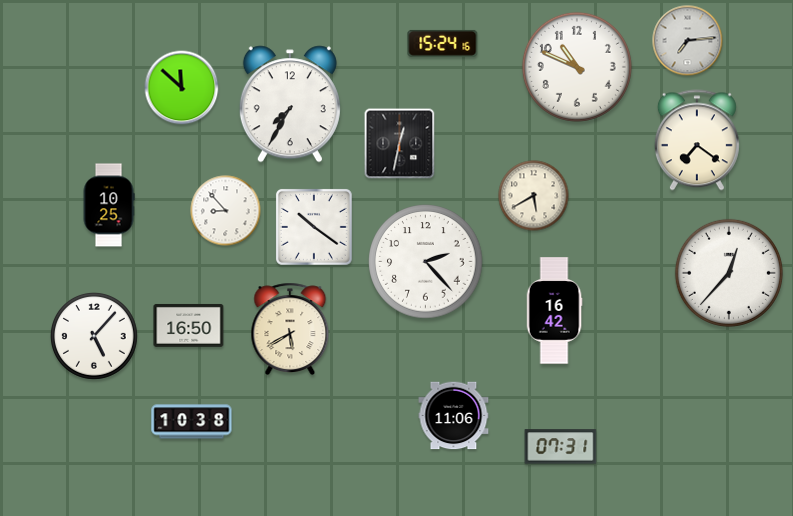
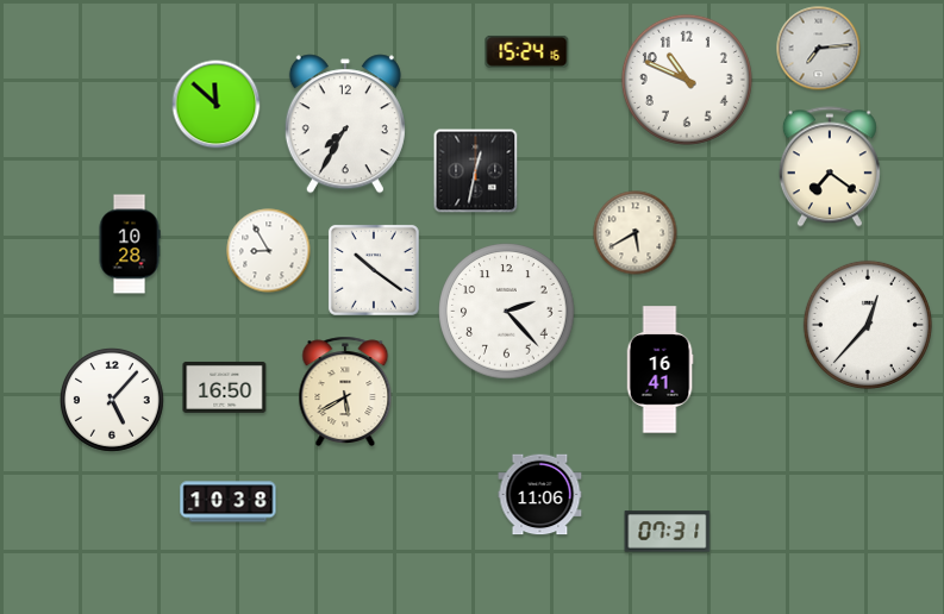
clock at (109, 205): 10:25 -> 10:28
clock at (226, 211): 8:53 -> 8:55
clock at (554, 311): 16:42 -> 16:41
